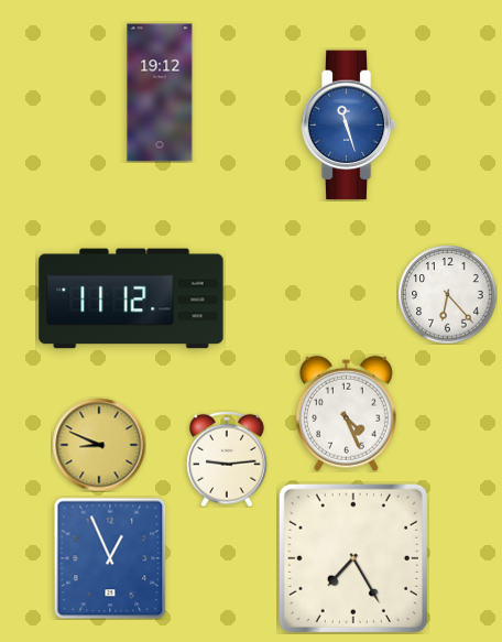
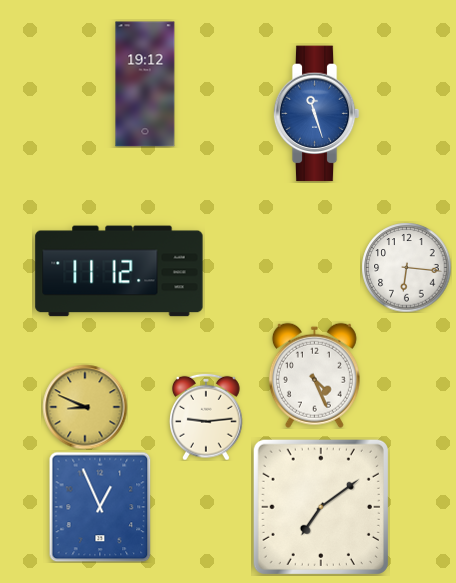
clock at (447, 294): 6:23 -> 6:16
clock at (99, 445) position: (99, 445) -> (85, 407)
clock at (353, 558): 7:25 -> 7:09
